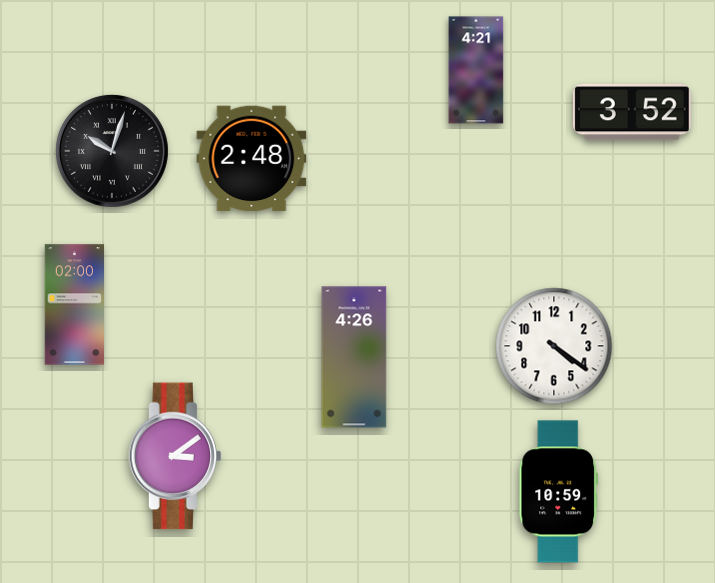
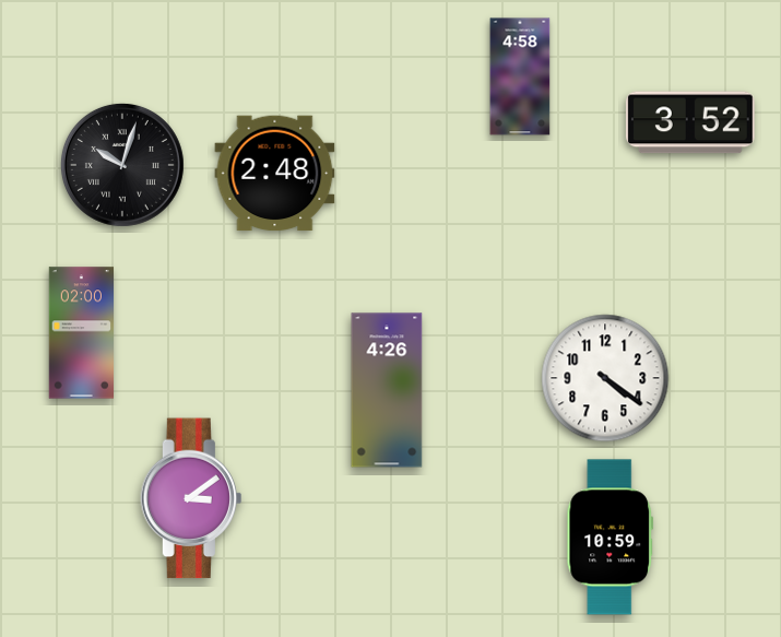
clock at (476, 70): 4:21 -> 4:58
